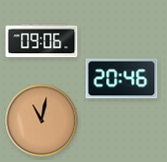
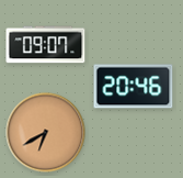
clock at (42, 41): 09:06 -> 09:07
clock at (42, 121): 11:02 -> 6:40
